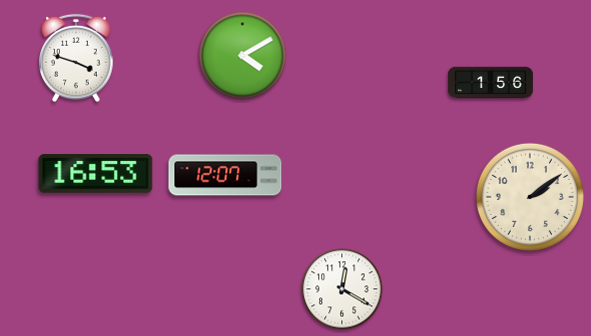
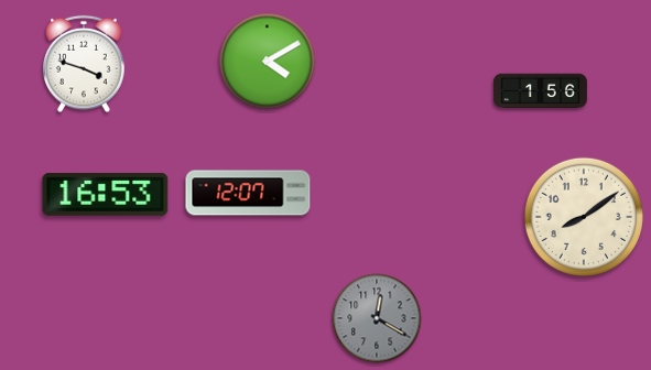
clock at (96, 174) position: (96, 174) -> (106, 195)
clock at (530, 197): 2:09 -> 8:09
clock at (342, 289) dial: white -> grey
